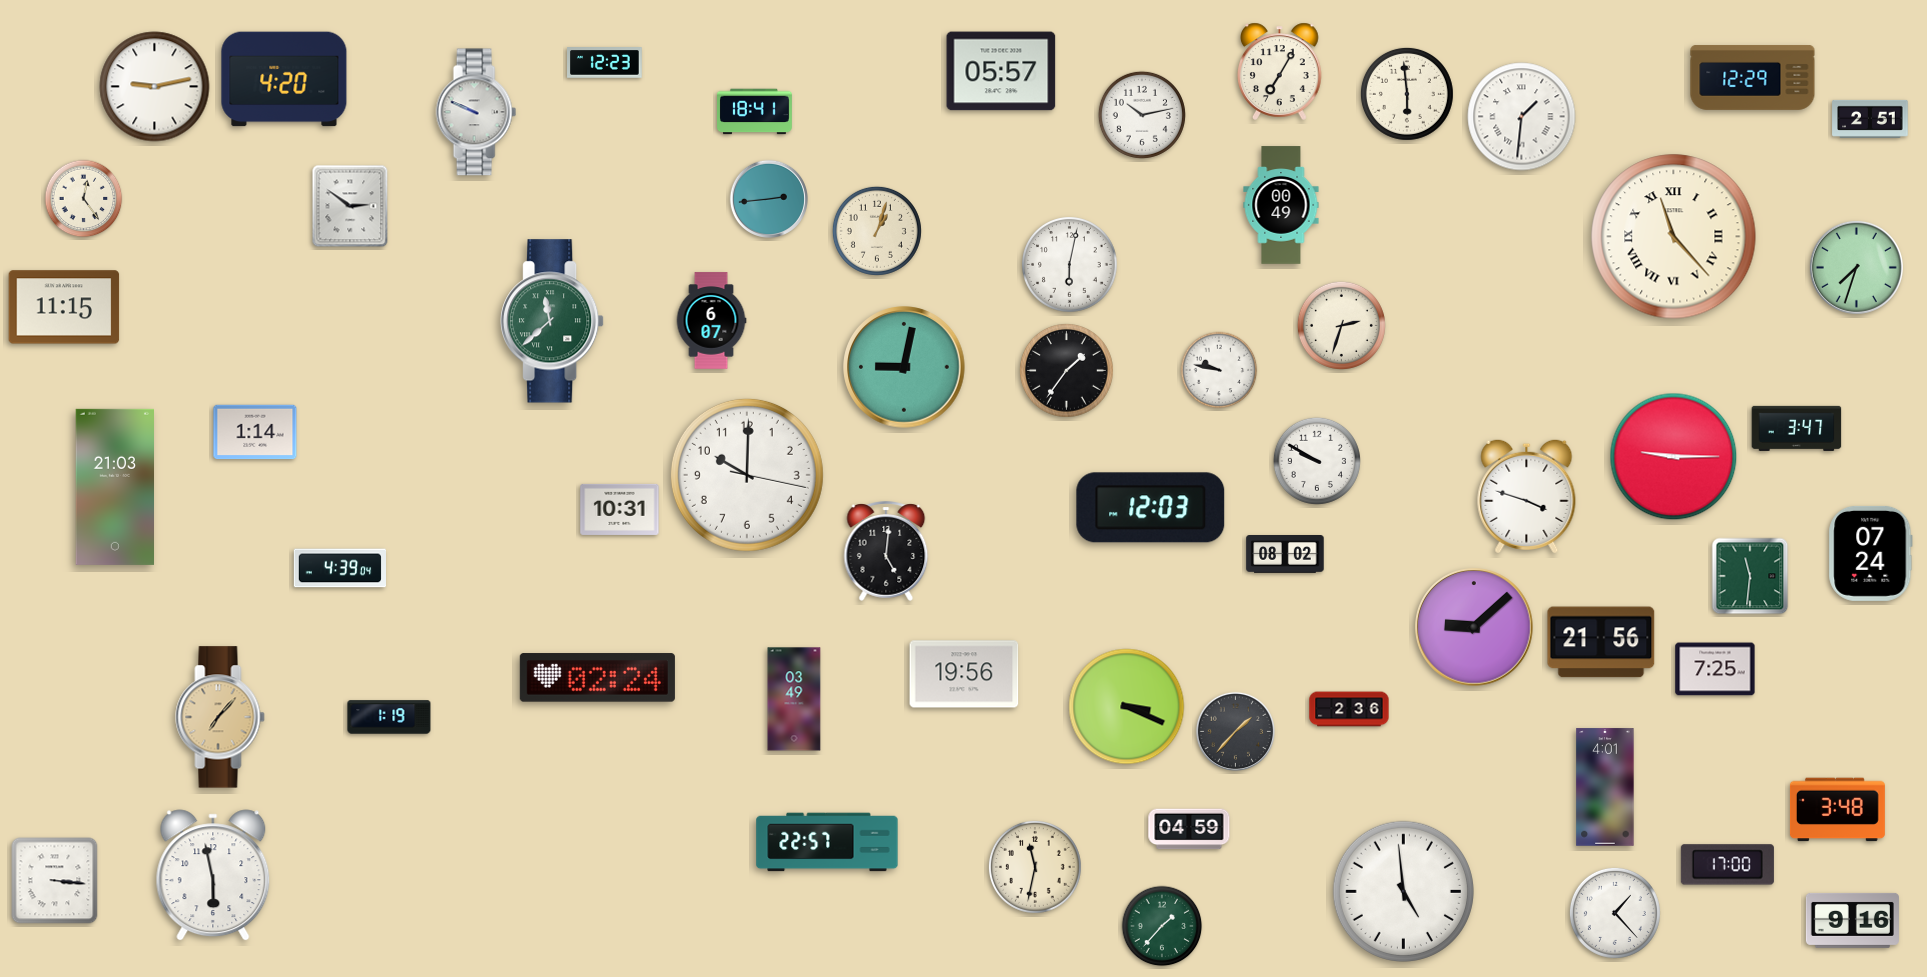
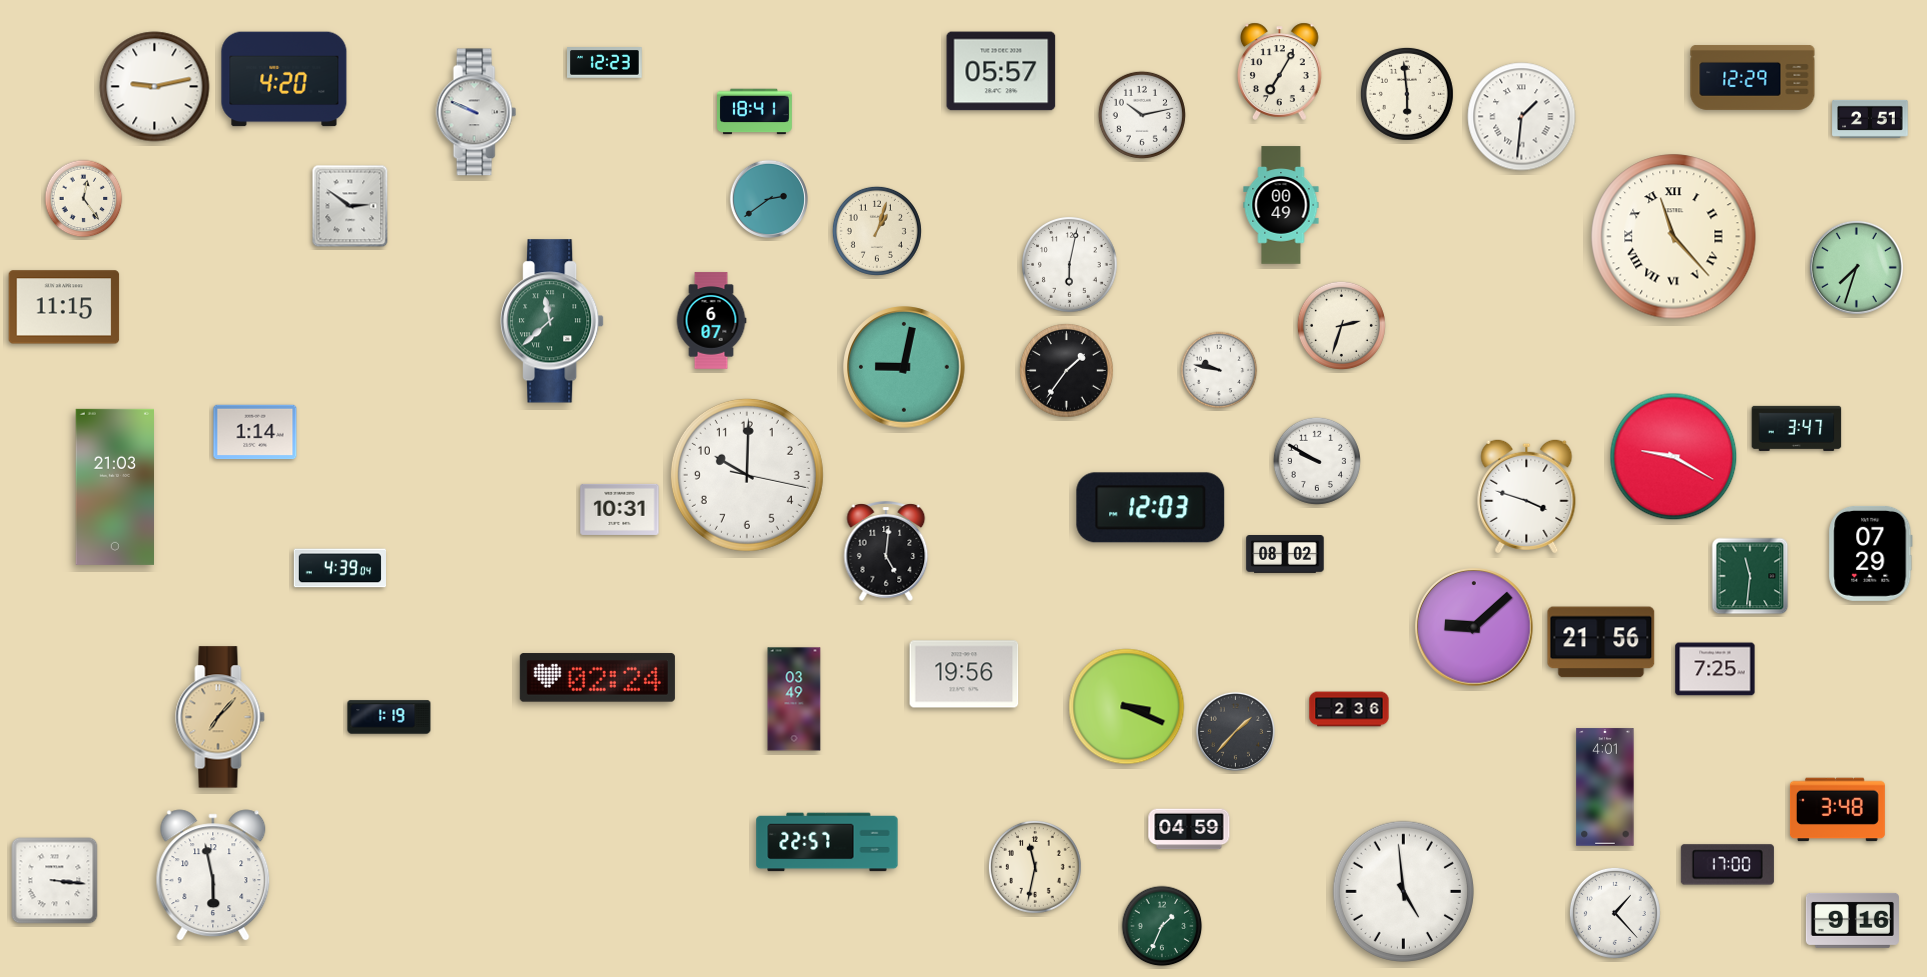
clock at (769, 199): 2:44 -> 2:39
clock at (1674, 457): 9:15 -> 9:20
clock at (1871, 553): 07:24 -> 07:29
clock at (1162, 926): 1:37 -> 1:34
